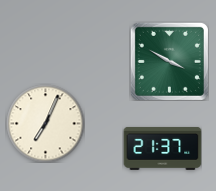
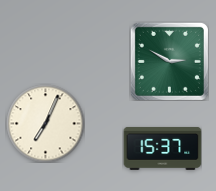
clock at (169, 61): 3:50 -> 2:50
clock at (162, 148): 21:37 -> 15:37
